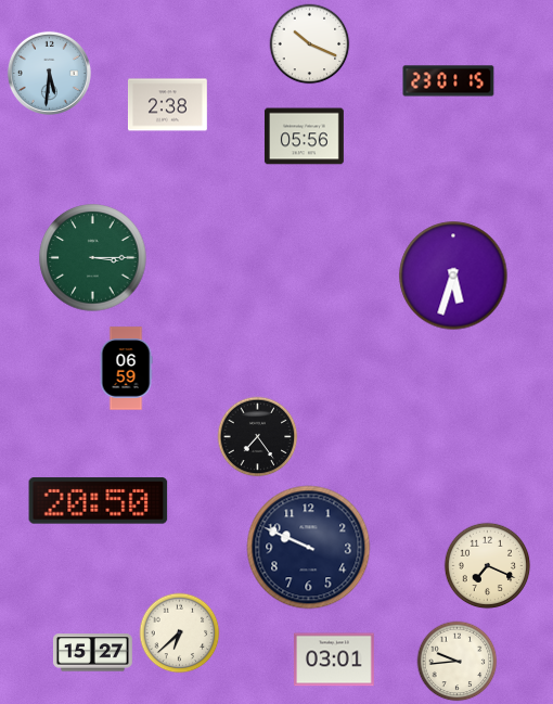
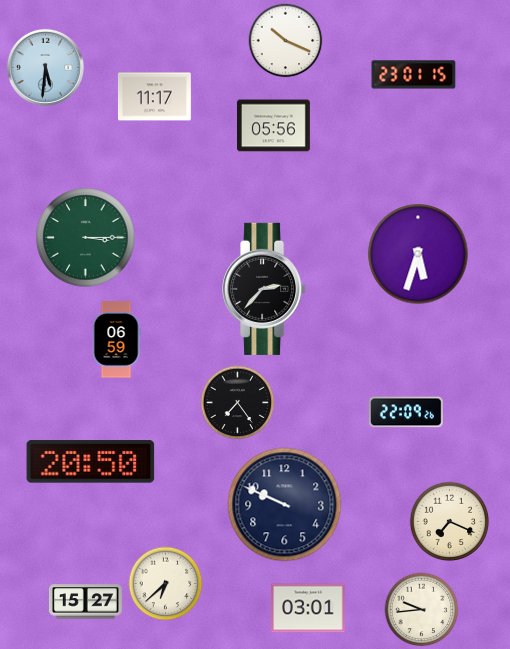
clock at (167, 105): 2:38 -> 11:17
clock at (304, 137) position: (304, 137) -> (273, 126)
clock at (265, 289): none -> 2:37
clock at (407, 412): none -> 22:09
